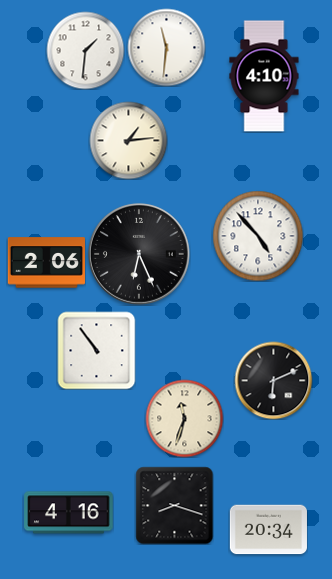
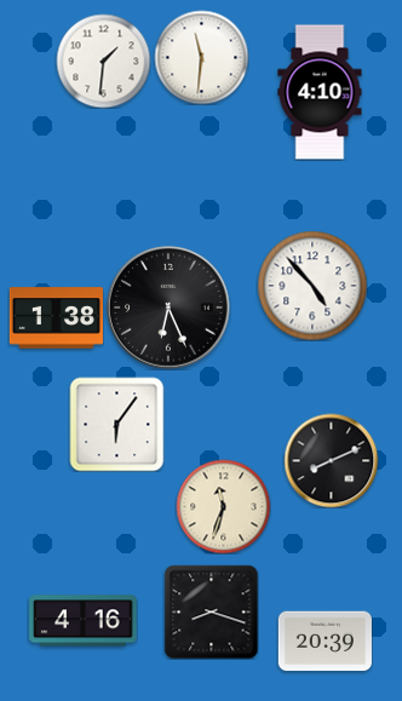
clock at (128, 140): 1:14 -> none
clock at (46, 263): 2:06 -> 1:38
clock at (96, 350): 10:54 -> 6:06
clock at (273, 380): 6:11 -> 8:11
clock at (268, 530): 20:34 -> 20:39
